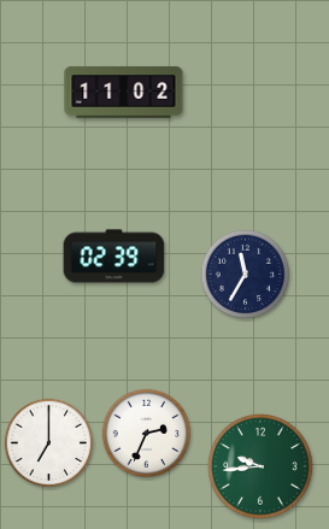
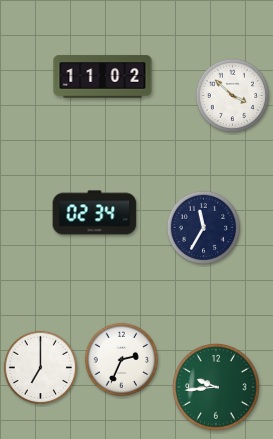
clock at (233, 96): none -> 3:52
clock at (114, 257): 02:39 -> 02:34
